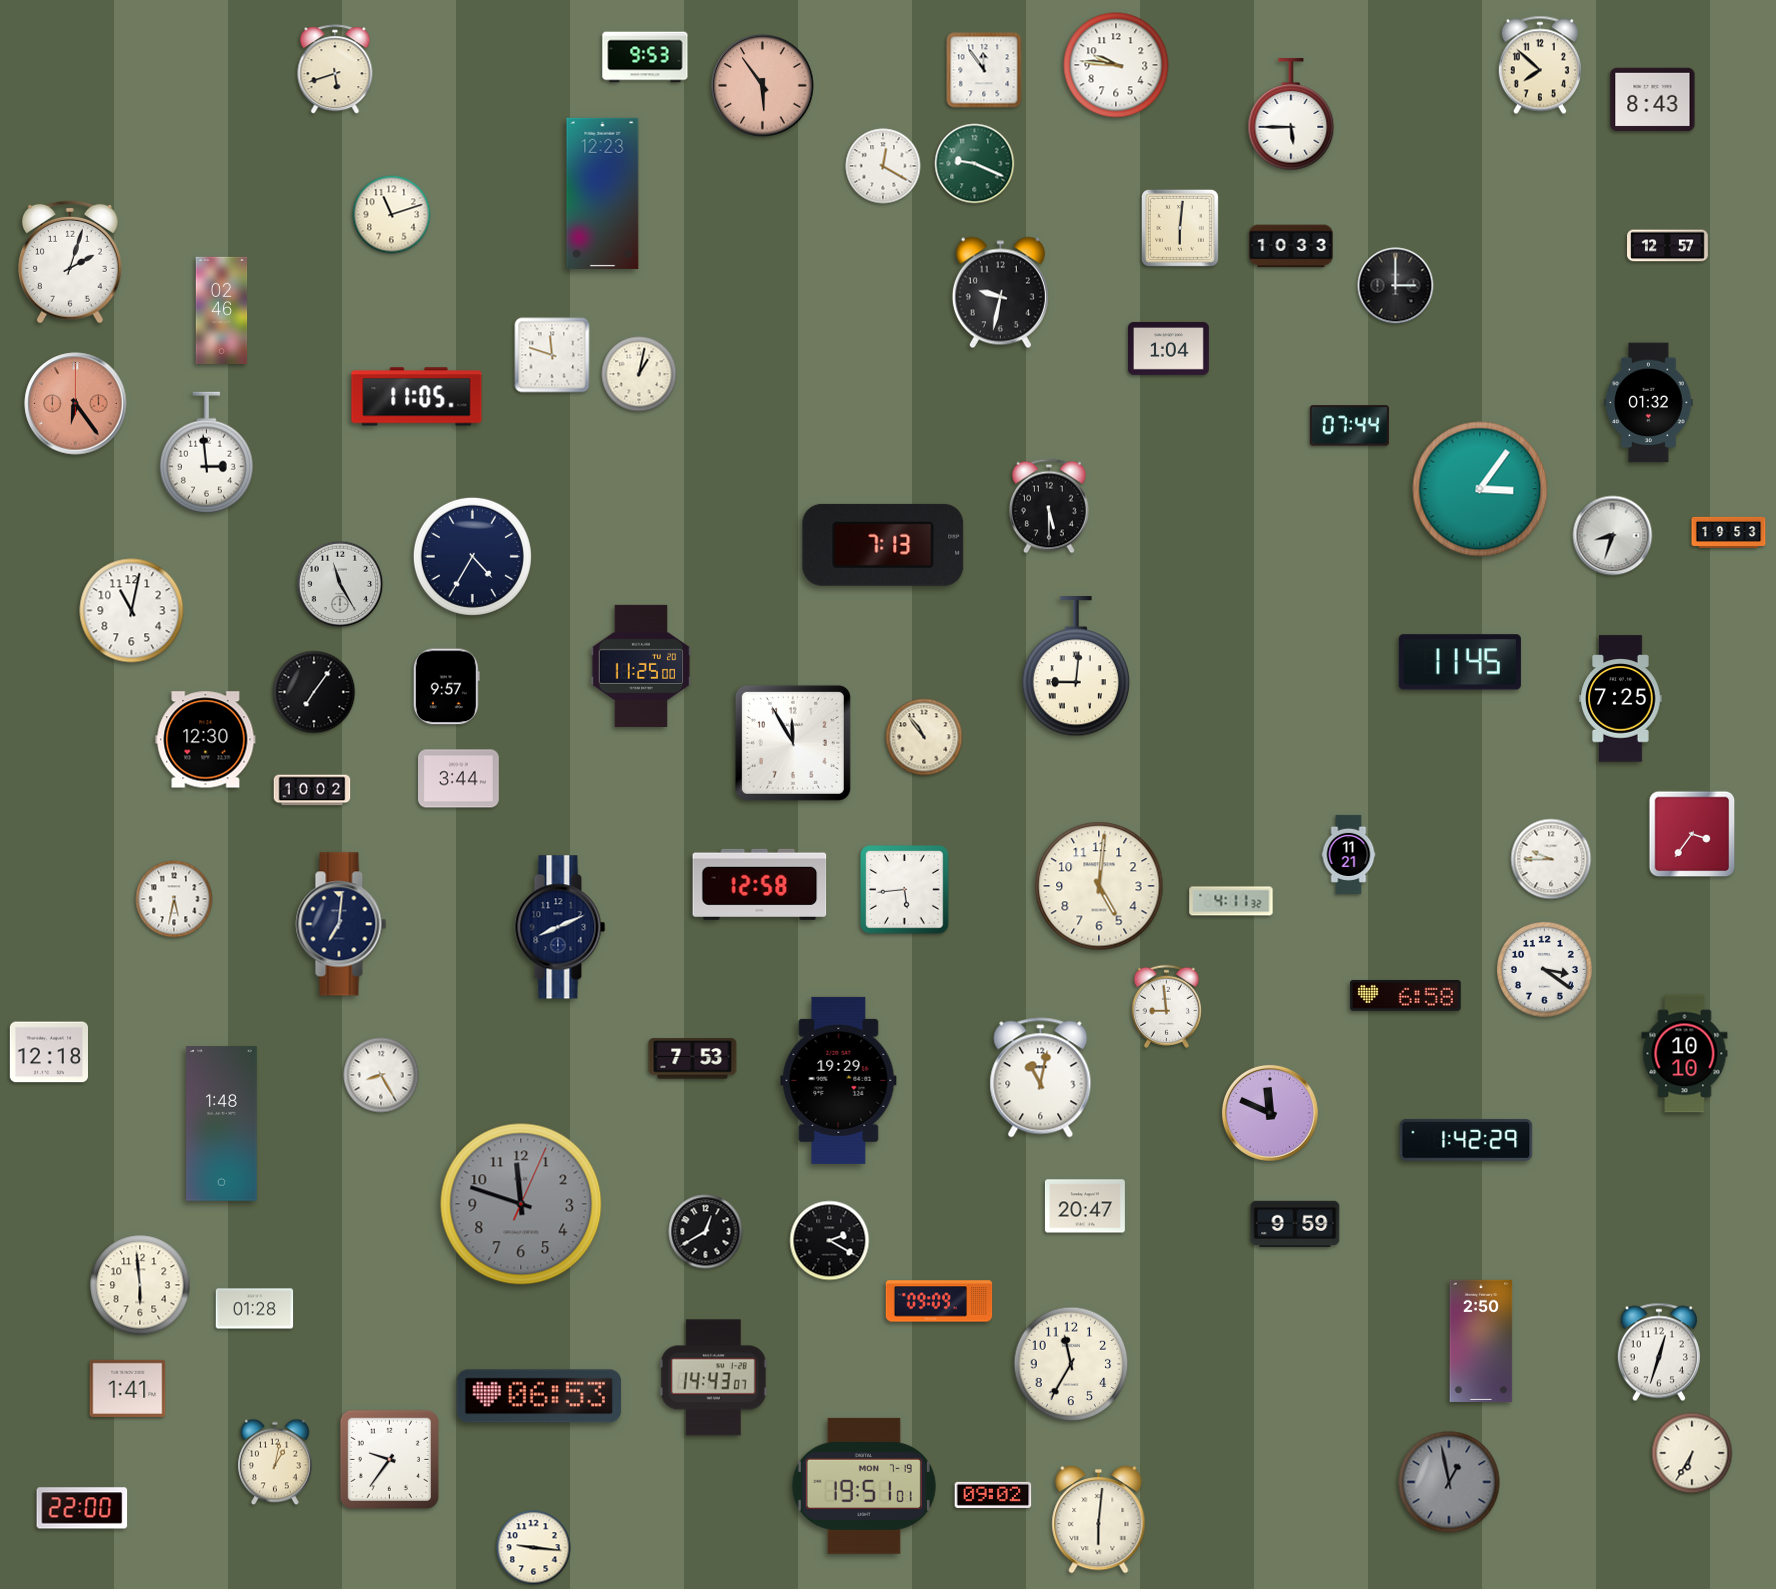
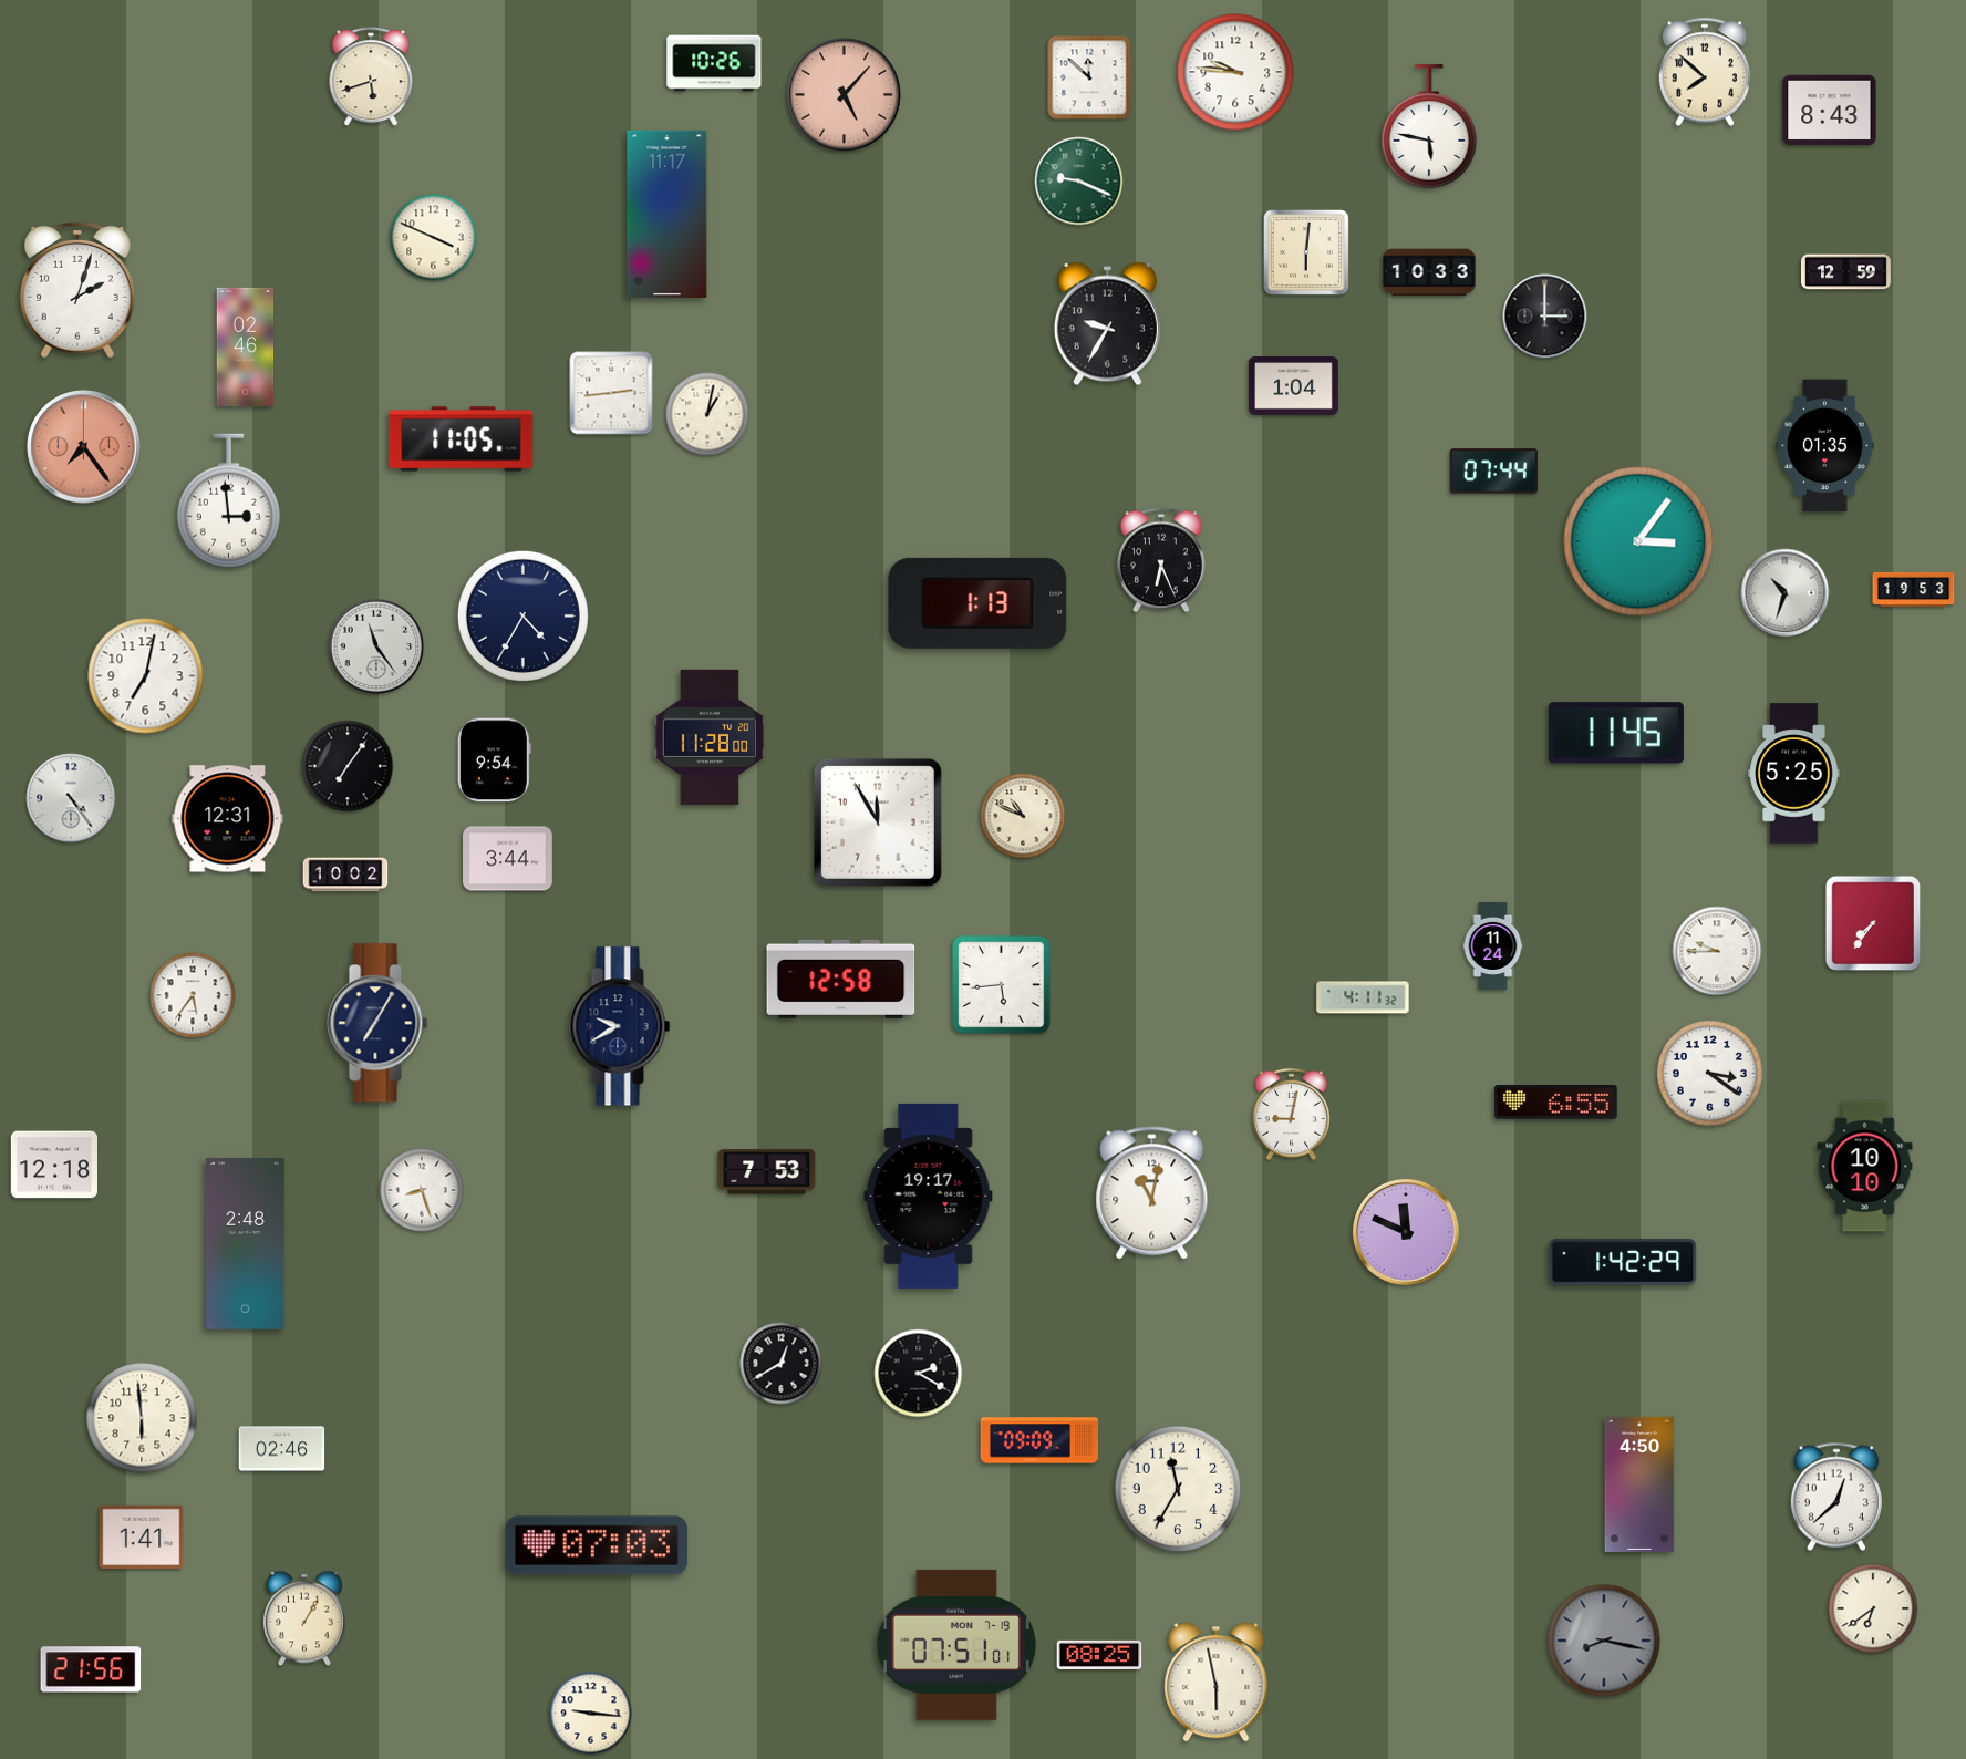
clock at (645, 57): 9:53 -> 10:26
clock at (984, 70): 11:54 -> 11:52
clock at (763, 86): 5:54 -> 5:07
clock at (1291, 115): 5:45 -> 5:47
clock at (883, 166): 12:20 -> none
clock at (603, 193): 12:23 -> 11:17
clock at (392, 215): 11:12 -> 3:49
clock at (1668, 246): 12:57 -> 12:59
clock at (1000, 293): 9:32 -> 9:35
clock at (222, 311) position: (222, 311) -> (246, 348)
clock at (552, 355): 11:48 -> 2:44
clock at (1649, 403): 01:32 -> 01:35
clock at (76, 404): 6:24 -> 7:24
clock at (1049, 506): 5:30 -> 6:26
clock at (1613, 536): 8:33 -> 10:33
clock at (883, 545): 7:13 -> 1:13
clock at (340, 584): 11:25 -> 11:24
clock at (132, 611): 11:02 -> 7:02
clock at (641, 666): 11:25 -> 11:28
clock at (1075, 667): 9:01 -> none
clock at (446, 687): 9:57 -> 9:54
clock at (1621, 699): 7:25 -> 5:25
clock at (71, 798): none -> 4:24
clock at (924, 737): 10:54 -> 10:49
clock at (206, 740): 12:30 -> 12:31
clock at (459, 779) position: (459, 779) -> (508, 859)
clock at (1692, 834): 3:36 -> 7:36
clock at (1349, 854): 11:21 -> 11:24
clock at (1099, 886): 5:01 -> none
clock at (174, 899): 5:32 -> 5:36
clock at (341, 924): 7:01 -> 7:05
clock at (560, 927): 8:11 -> 9:40
clock at (1406, 995): 6:58 -> 6:55
clock at (1166, 1006): 8:59 -> 9:02
clock at (381, 1075): 8:25 -> 8:27
clock at (839, 1080): 19:29 -> 19:17
clock at (222, 1124): 1:48 -> 2:48
clock at (521, 1204): 11:48 -> none
clock at (1085, 1206): 20:47 -> none
clock at (1295, 1223): 9:59 -> none
clock at (140, 1285) position: (140, 1285) -> (142, 1418)
clock at (255, 1309): 01:28 -> 02:46
clock at (1481, 1341): 2:50 -> 4:50
clock at (1659, 1352): 12:33 -> 12:38
clock at (1071, 1364) position: (1071, 1364) -> (1178, 1489)
clock at (713, 1378): 14:43 -> none
clock at (538, 1396): 06:53 -> 07:03
clock at (1692, 1453): 6:35 -> 6:39
clock at (389, 1459): 9:36 -> none
clock at (275, 1462): 1:02 -> 1:05
clock at (1449, 1482): 12:58 -> 8:17
clock at (864, 1486): 19:51 -> 07:51
clock at (993, 1495): 09:02 -> 08:25
clock at (82, 1508): 22:00 -> 21:56
clock at (1099, 1519): 6:01 -> 5:58
